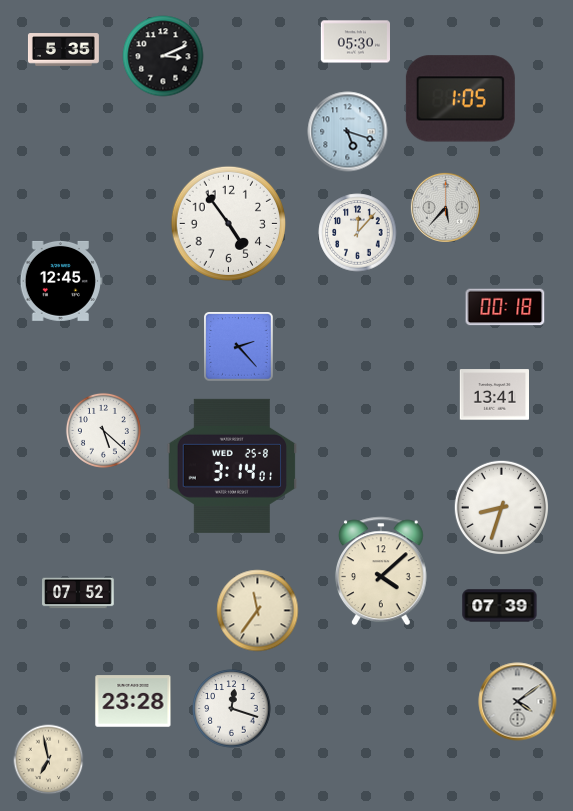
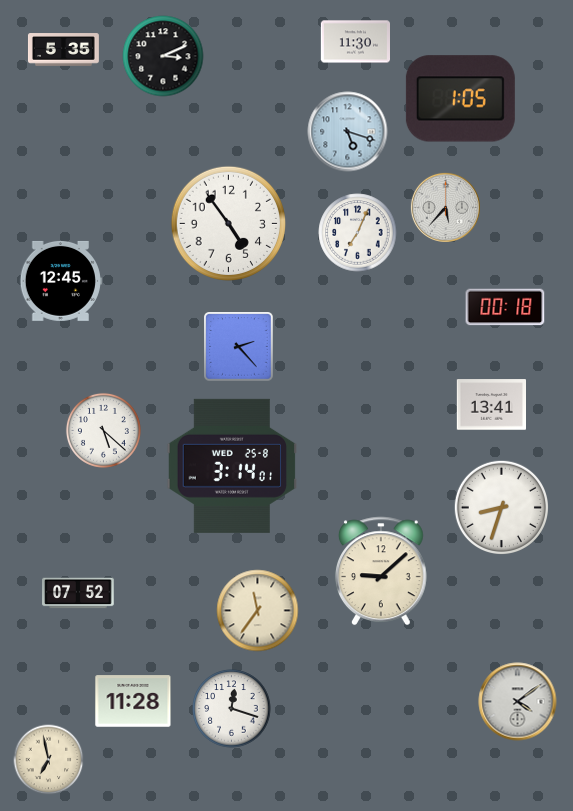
clock at (355, 42): 05:30 -> 11:30
clock at (358, 233): 12:07 -> 7:04
clock at (494, 395) position: (494, 395) -> (491, 405)
clock at (381, 571): 4:08 -> 9:08
clock at (500, 606): 07:39 -> none
clock at (133, 701): 23:28 -> 11:28
